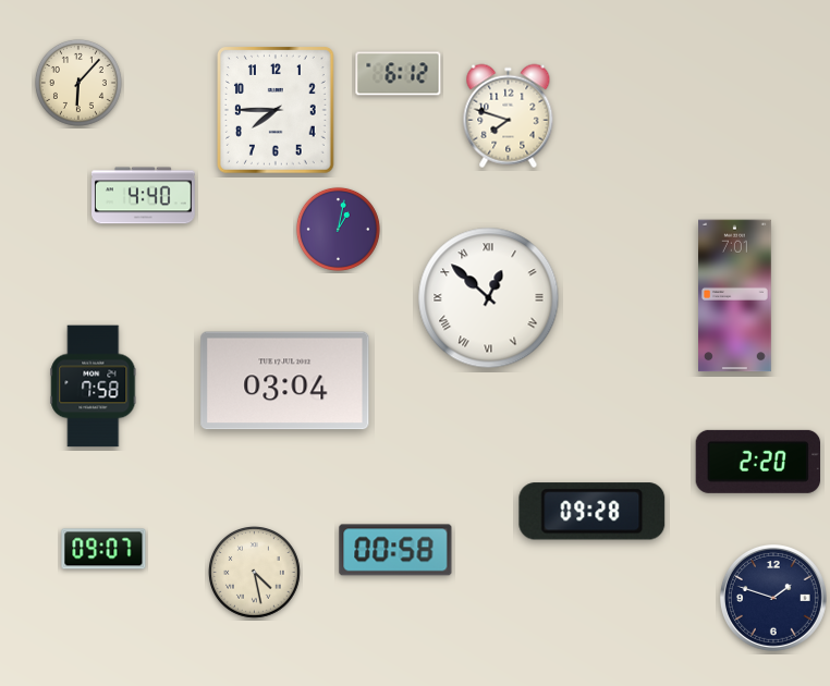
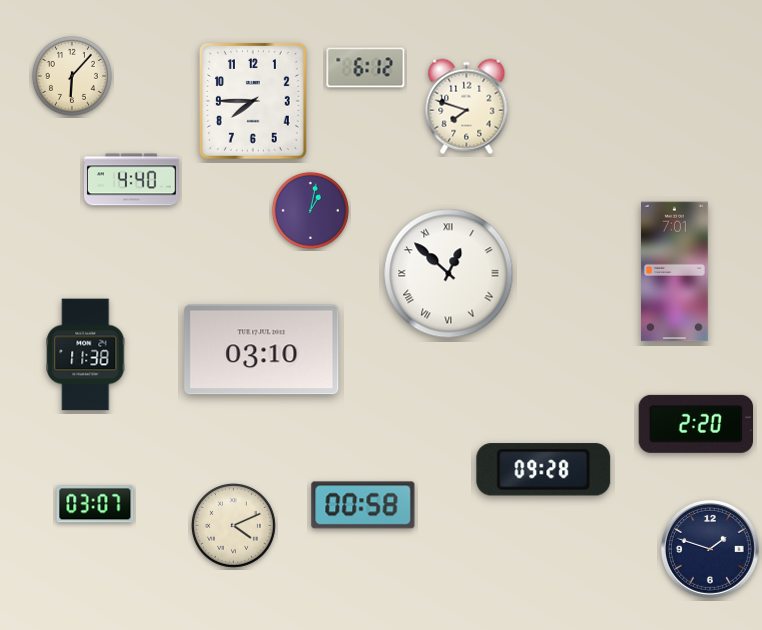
clock at (285, 381): 03:04 -> 03:10
clock at (94, 387): 7:58 -> 11:38
clock at (103, 549): 09:07 -> 03:07
clock at (255, 573): 4:28 -> 4:11
